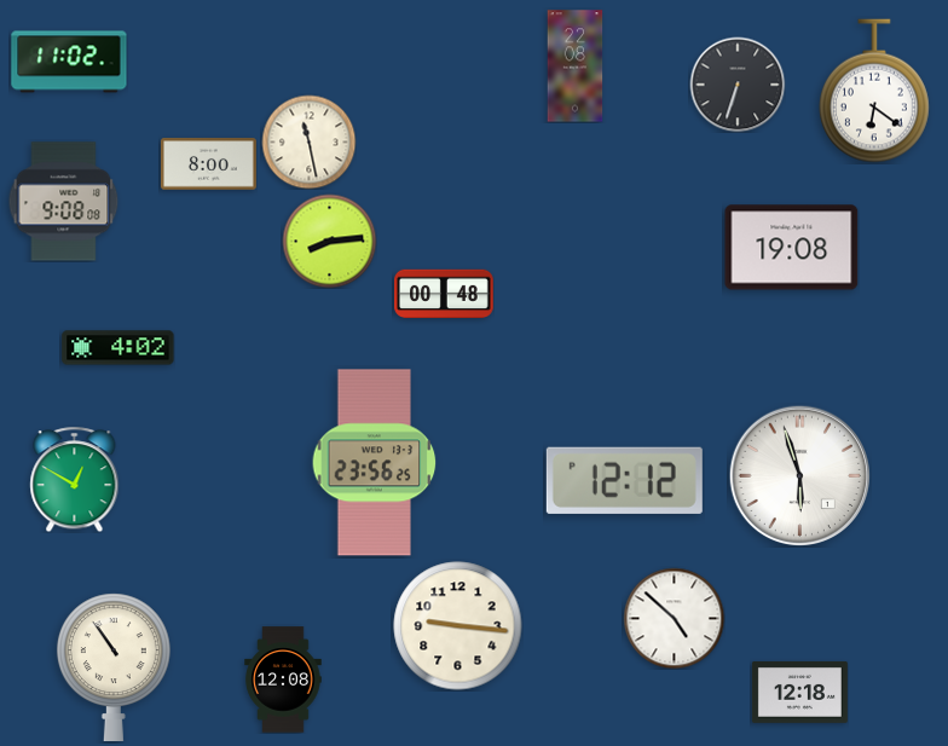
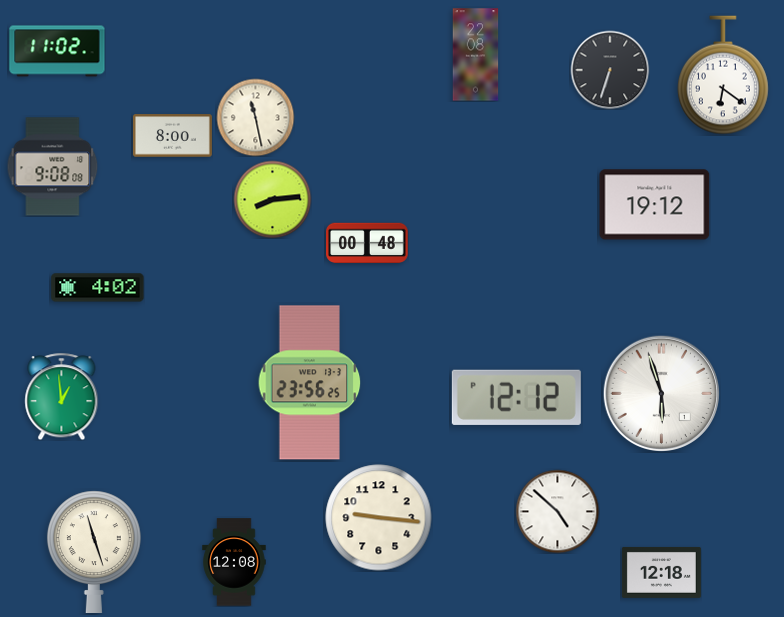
clock at (792, 248): 19:08 -> 19:12
clock at (75, 479): 12:50 -> 12:59
clock at (114, 666): 10:54 -> 11:27
